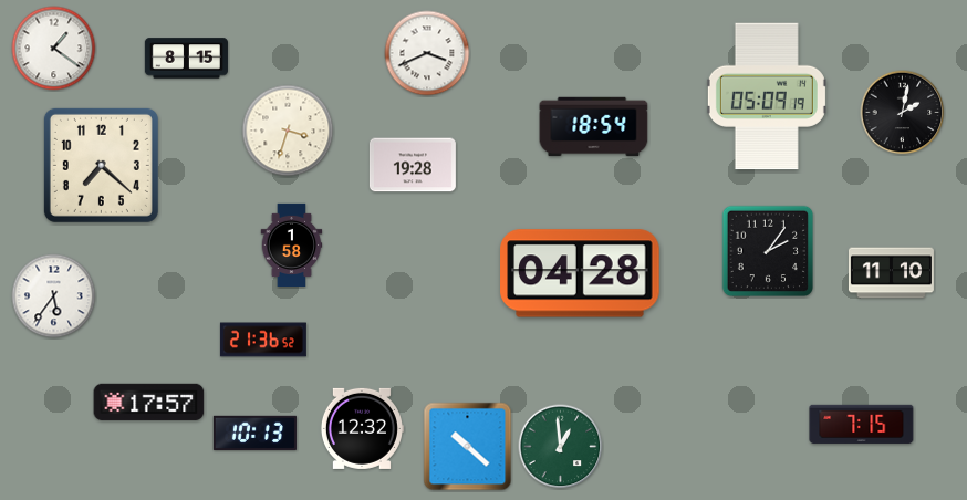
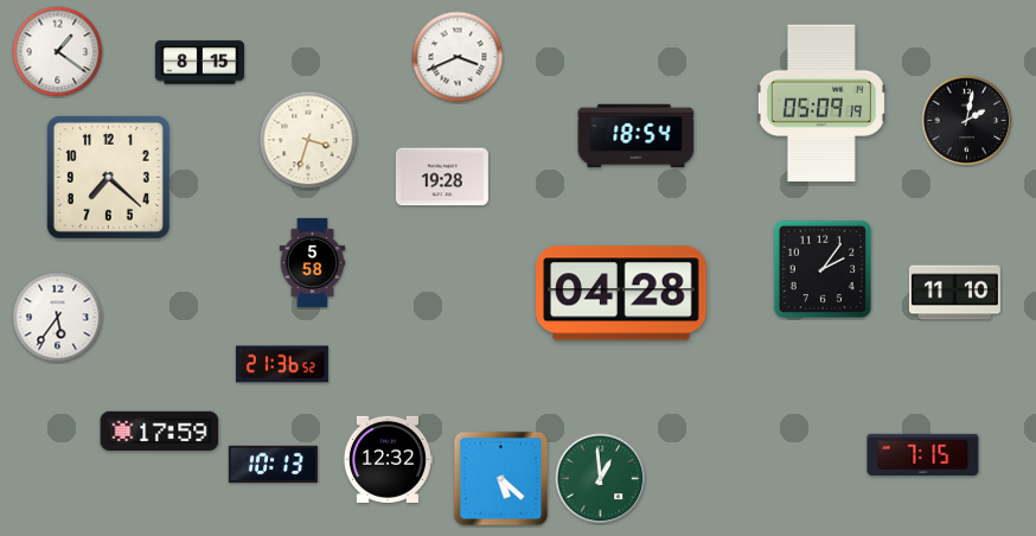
clock at (292, 244): 1:58 -> 5:58
clock at (149, 402): 17:57 -> 17:59
clock at (468, 447): 10:22 -> 5:22
